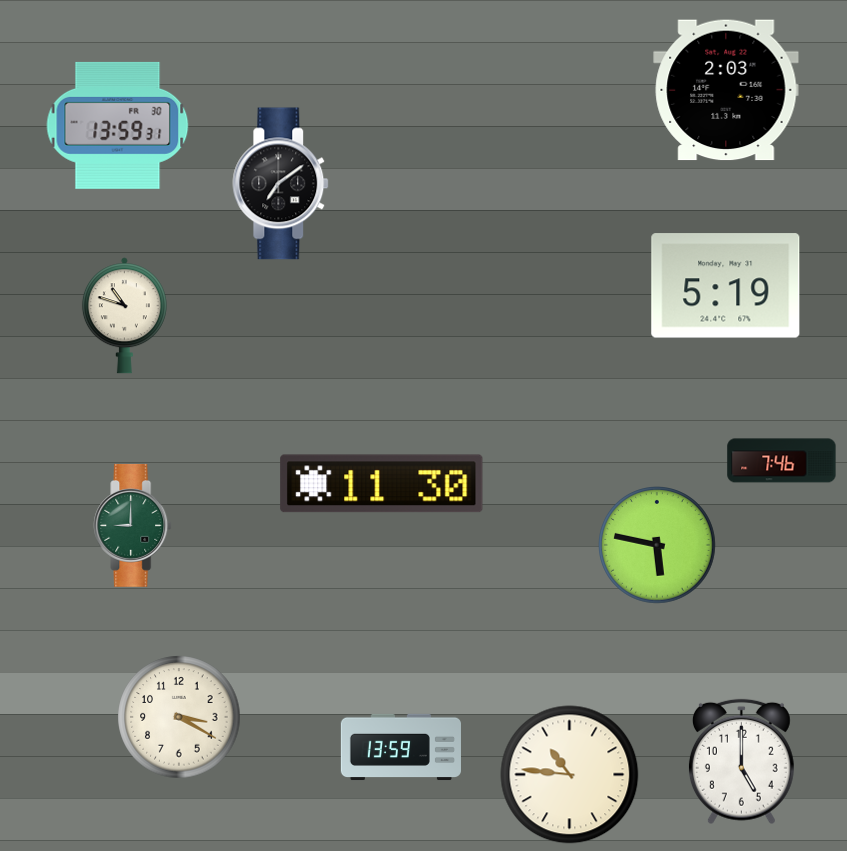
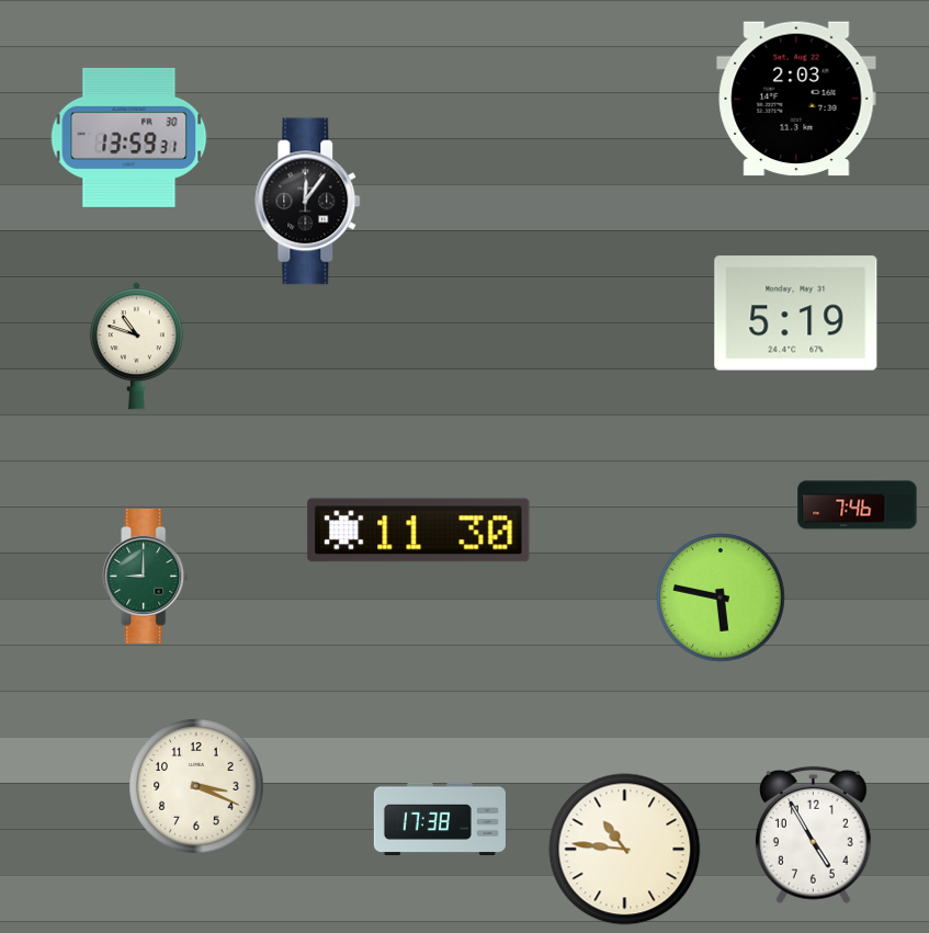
clock at (281, 184): 7:09 -> 12:06
clock at (179, 717): 3:20 -> 3:19
clock at (401, 747): 13:59 -> 17:38
clock at (741, 762): 5:00 -> 4:55
